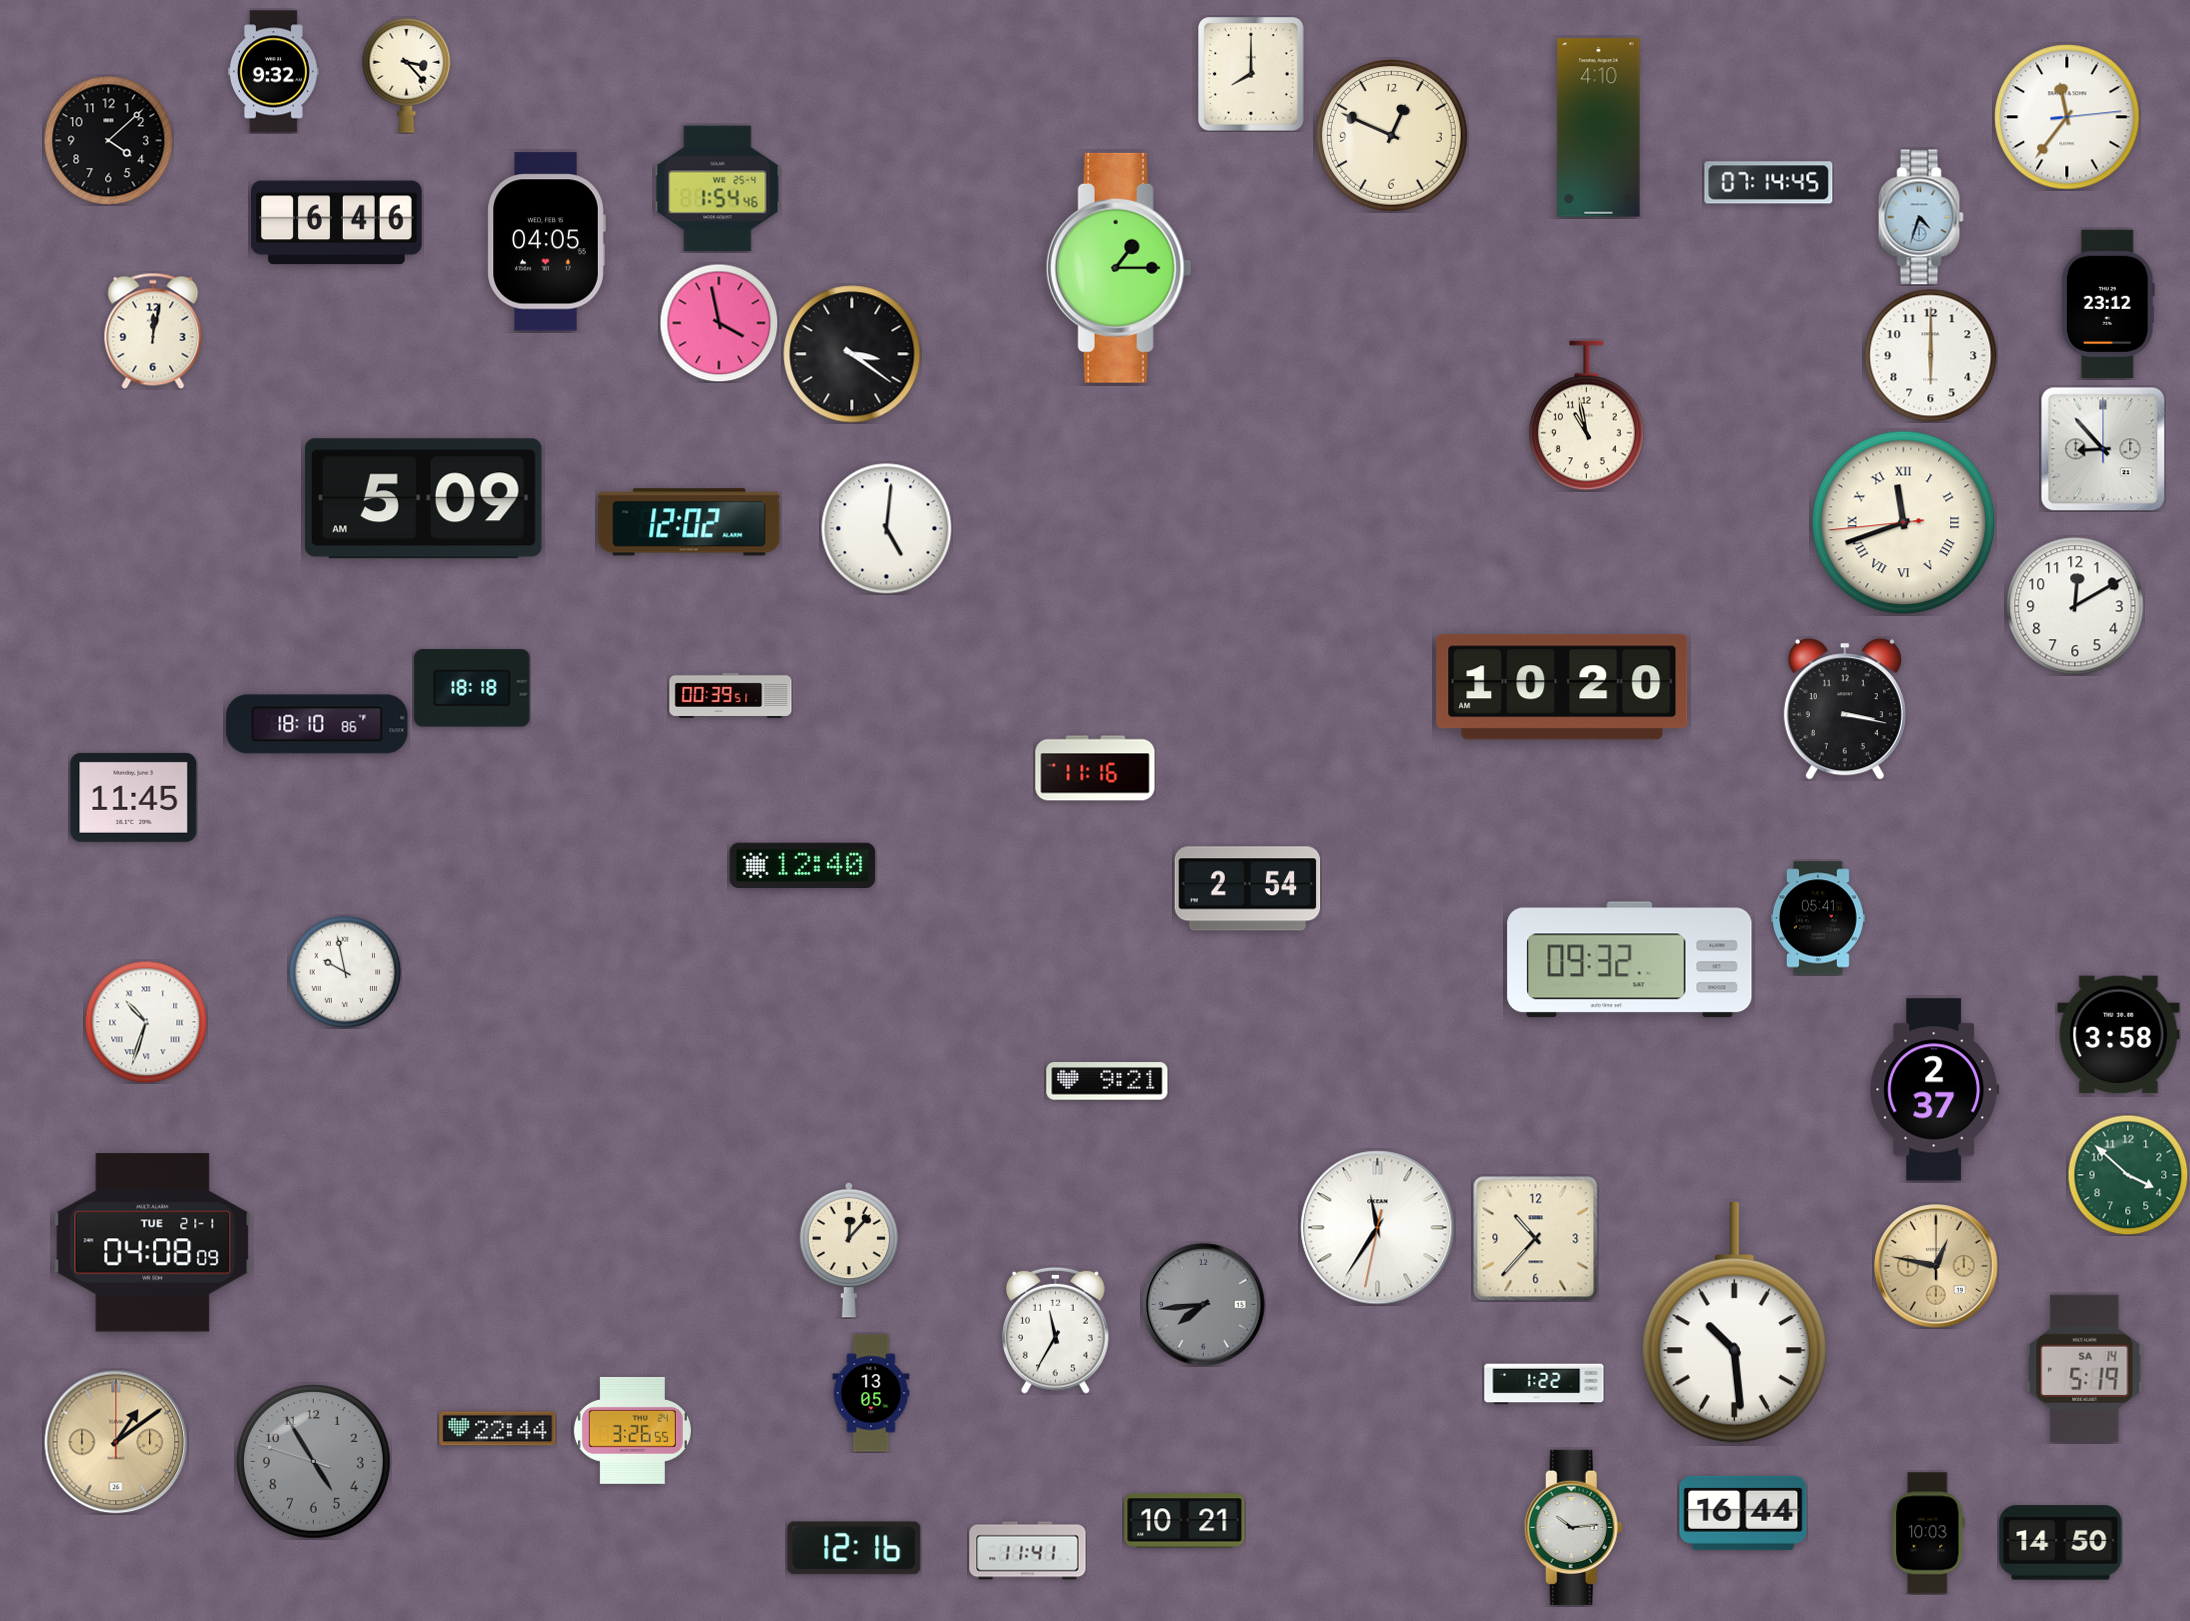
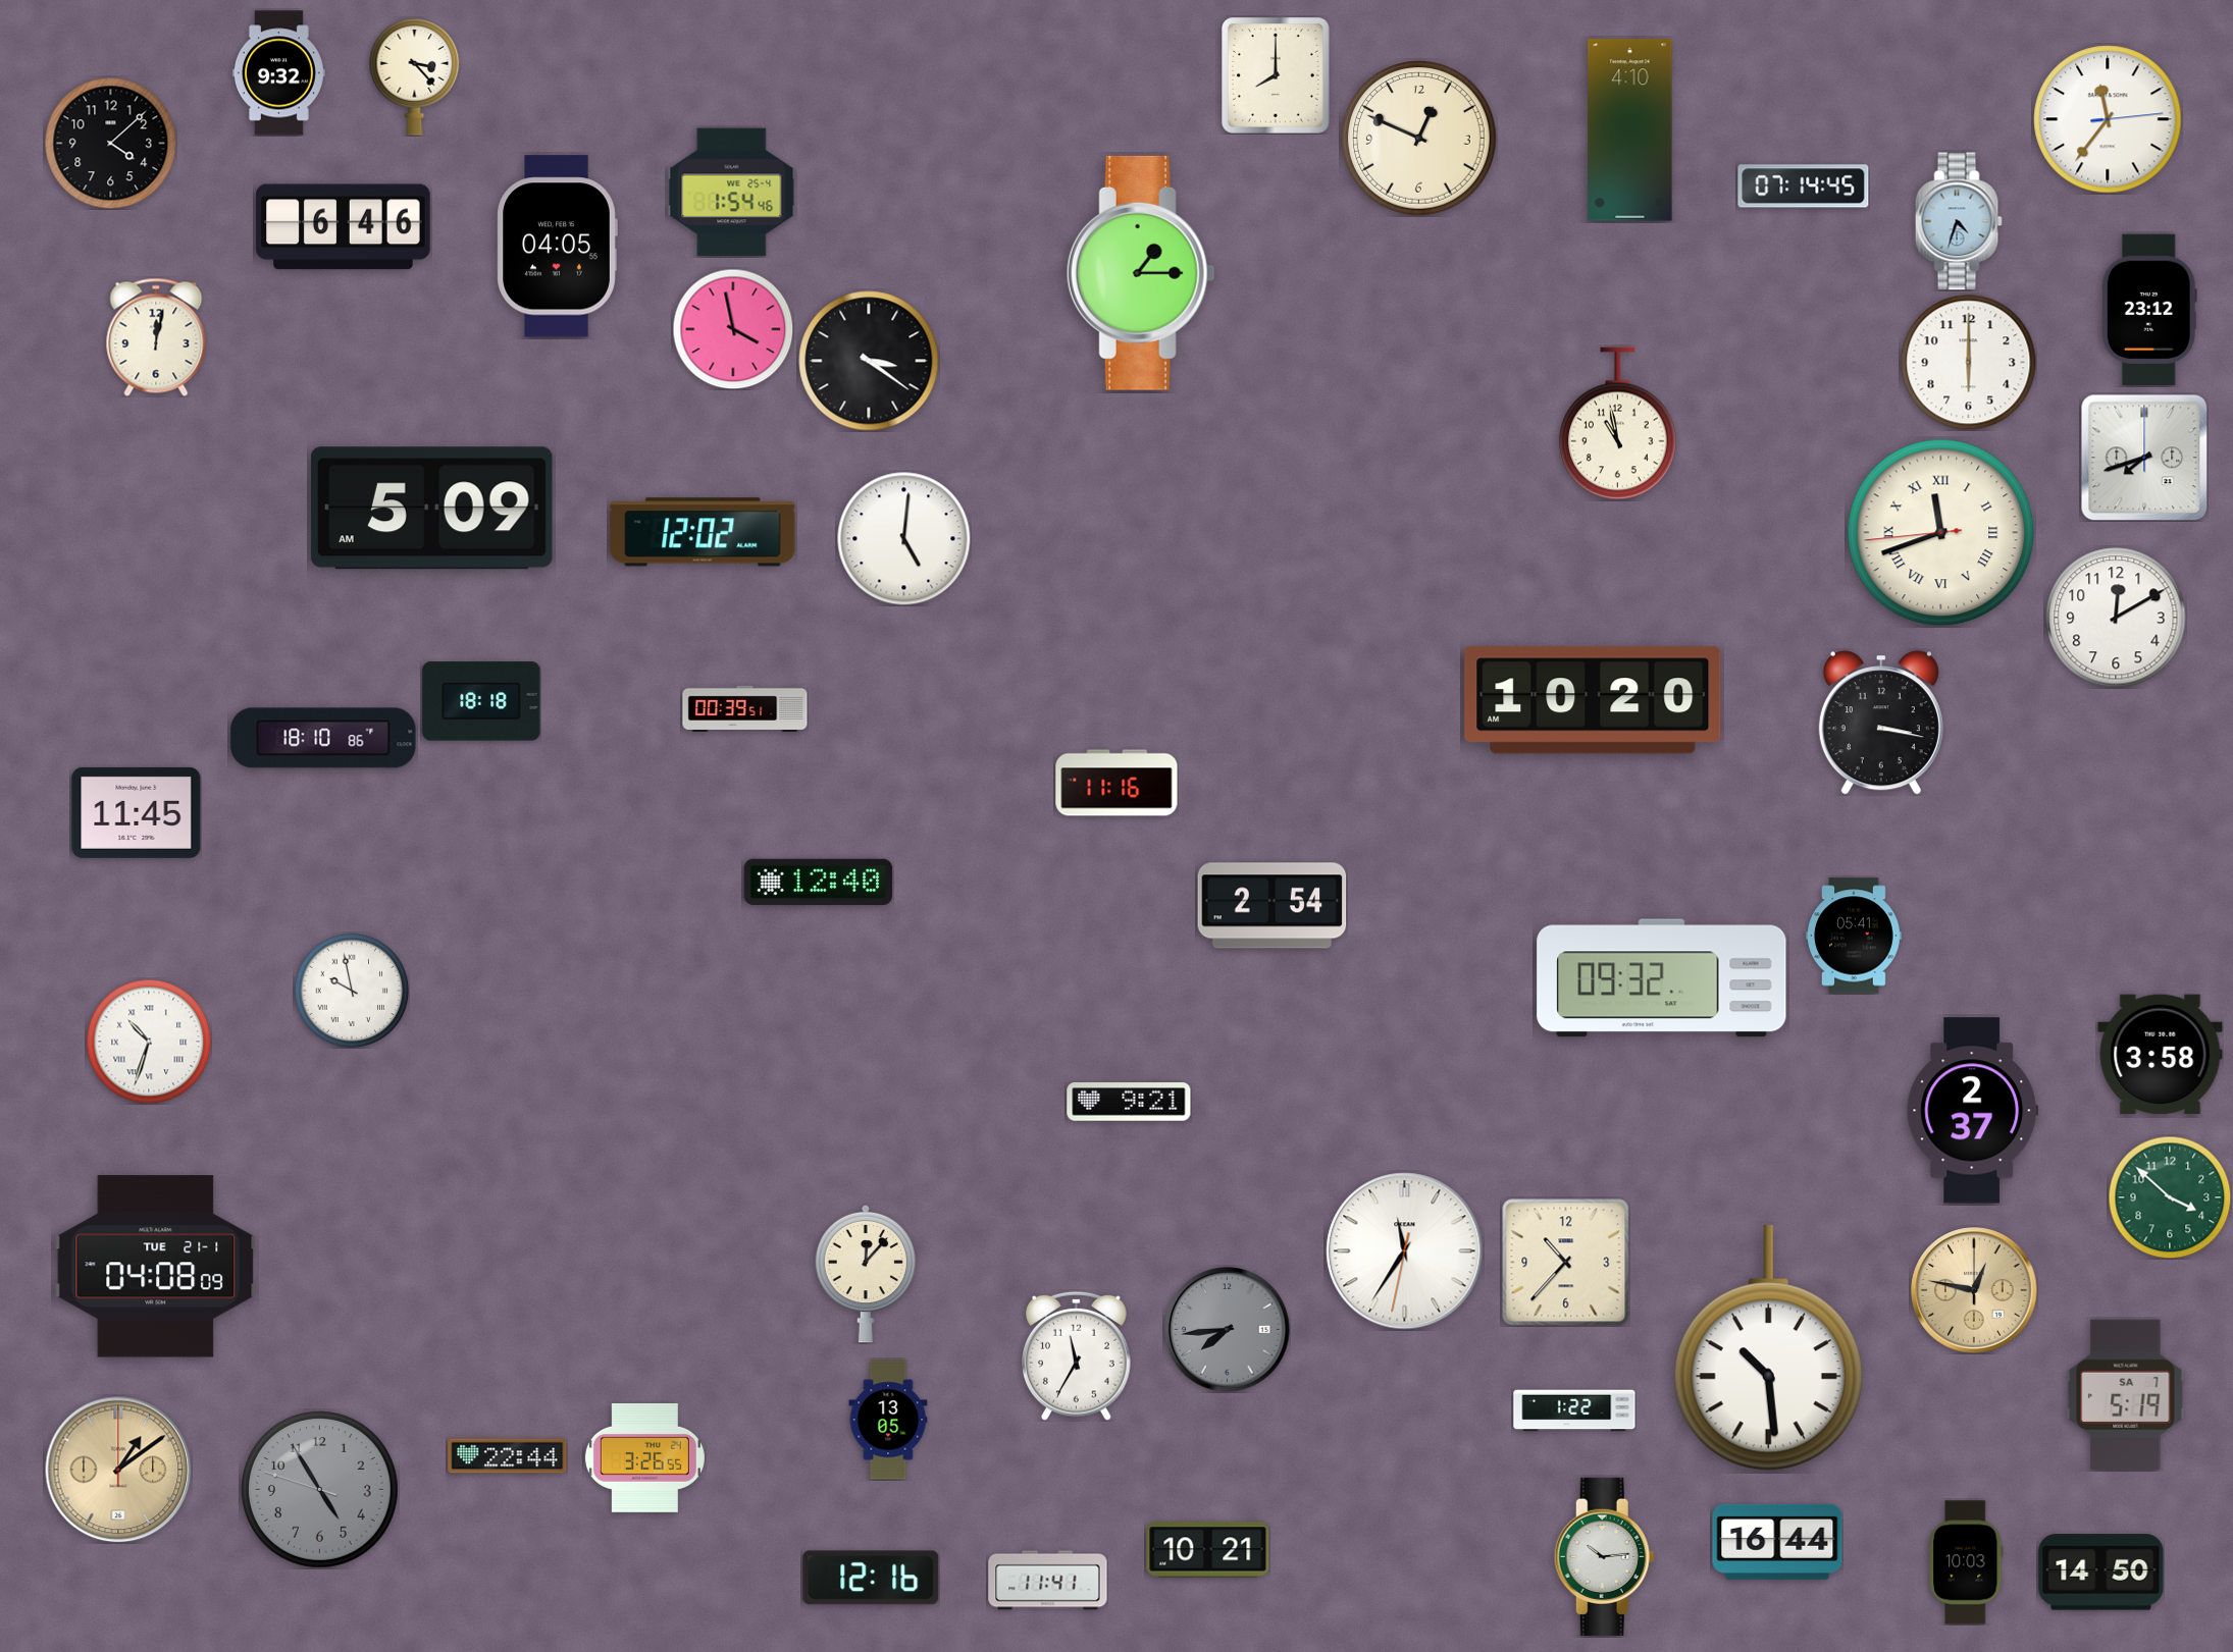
clock at (2103, 449): 8:53 -> 7:42
clock at (2085, 1369) date: SA 14 -> SA 7
